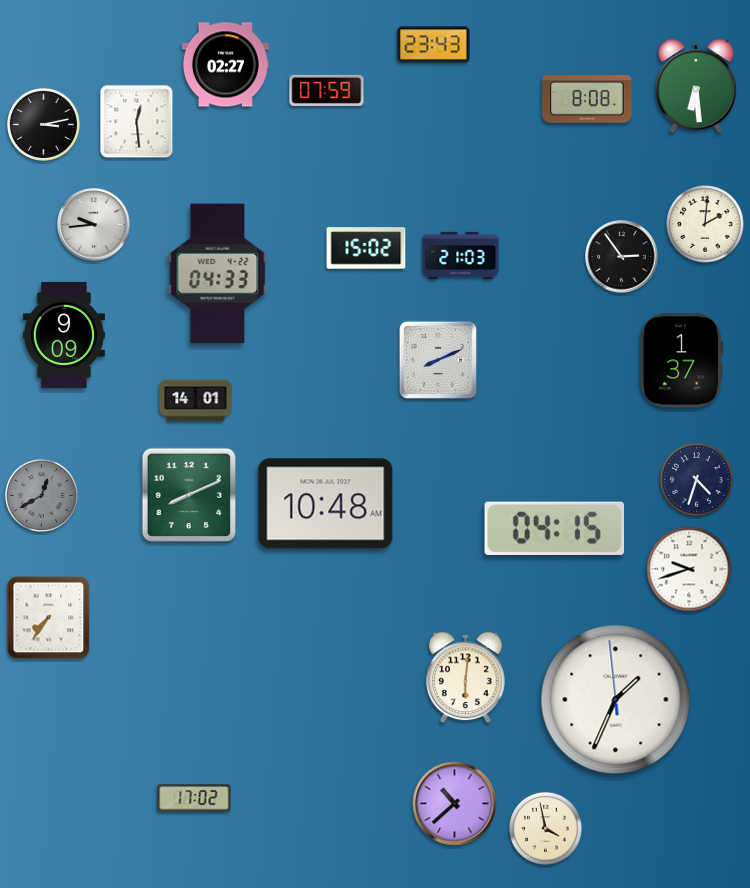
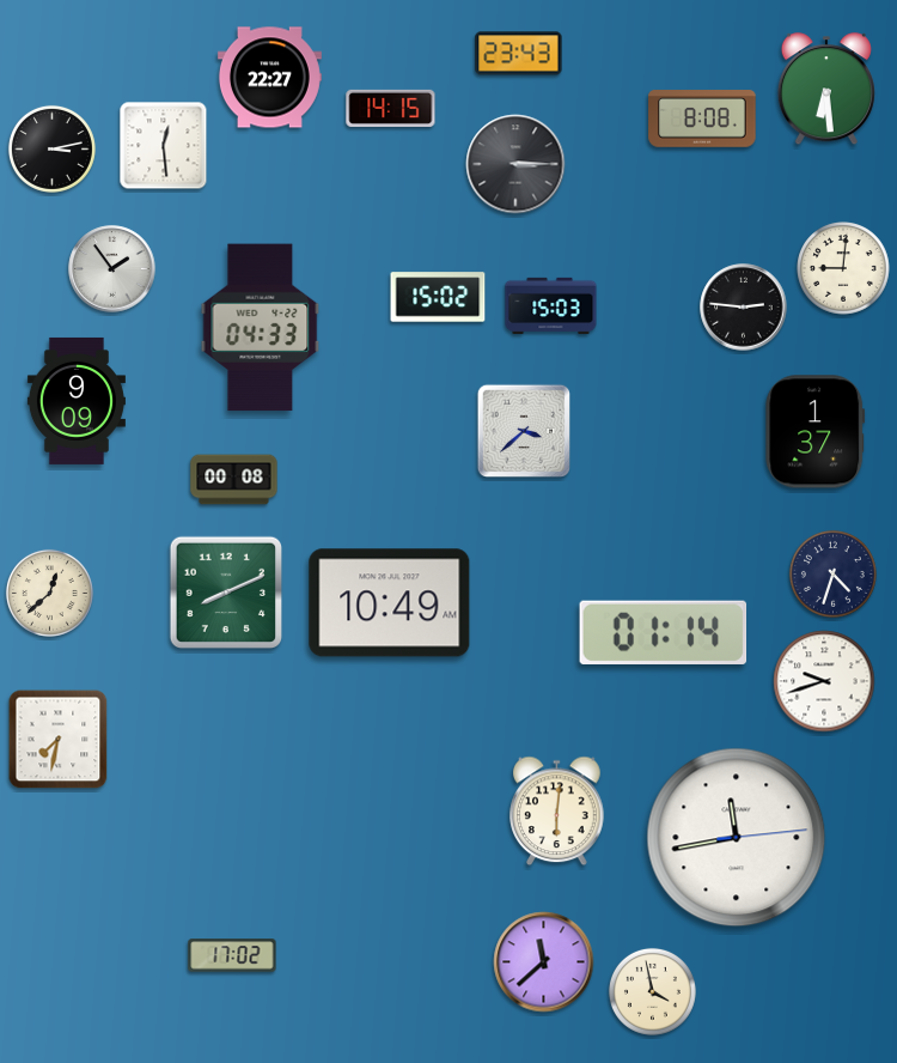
clock at (225, 65): 02:27 -> 22:27
clock at (696, 87) position: (696, 87) -> (826, 90)
clock at (327, 90): 07:59 -> 14:15
clock at (515, 164): none -> 3:15
clock at (705, 224): 2:01 -> 9:01
clock at (94, 225): 9:44 -> 1:54
clock at (461, 255): 21:03 -> 15:03
clock at (622, 257): 2:54 -> 2:46
clock at (437, 359): 8:11 -> 3:38
clock at (196, 401): 14:01 -> 00:08
clock at (41, 495): 12:40 -> 12:38
clock at (41, 495) dial: grey -> cream
clock at (326, 504): 10:48 -> 10:49
clock at (555, 528): 04:15 -> 01:14
clock at (49, 618): 7:36 -> 7:32
clock at (616, 700): 1:33 -> 11:43
clock at (455, 804): 10:38 -> 11:38
